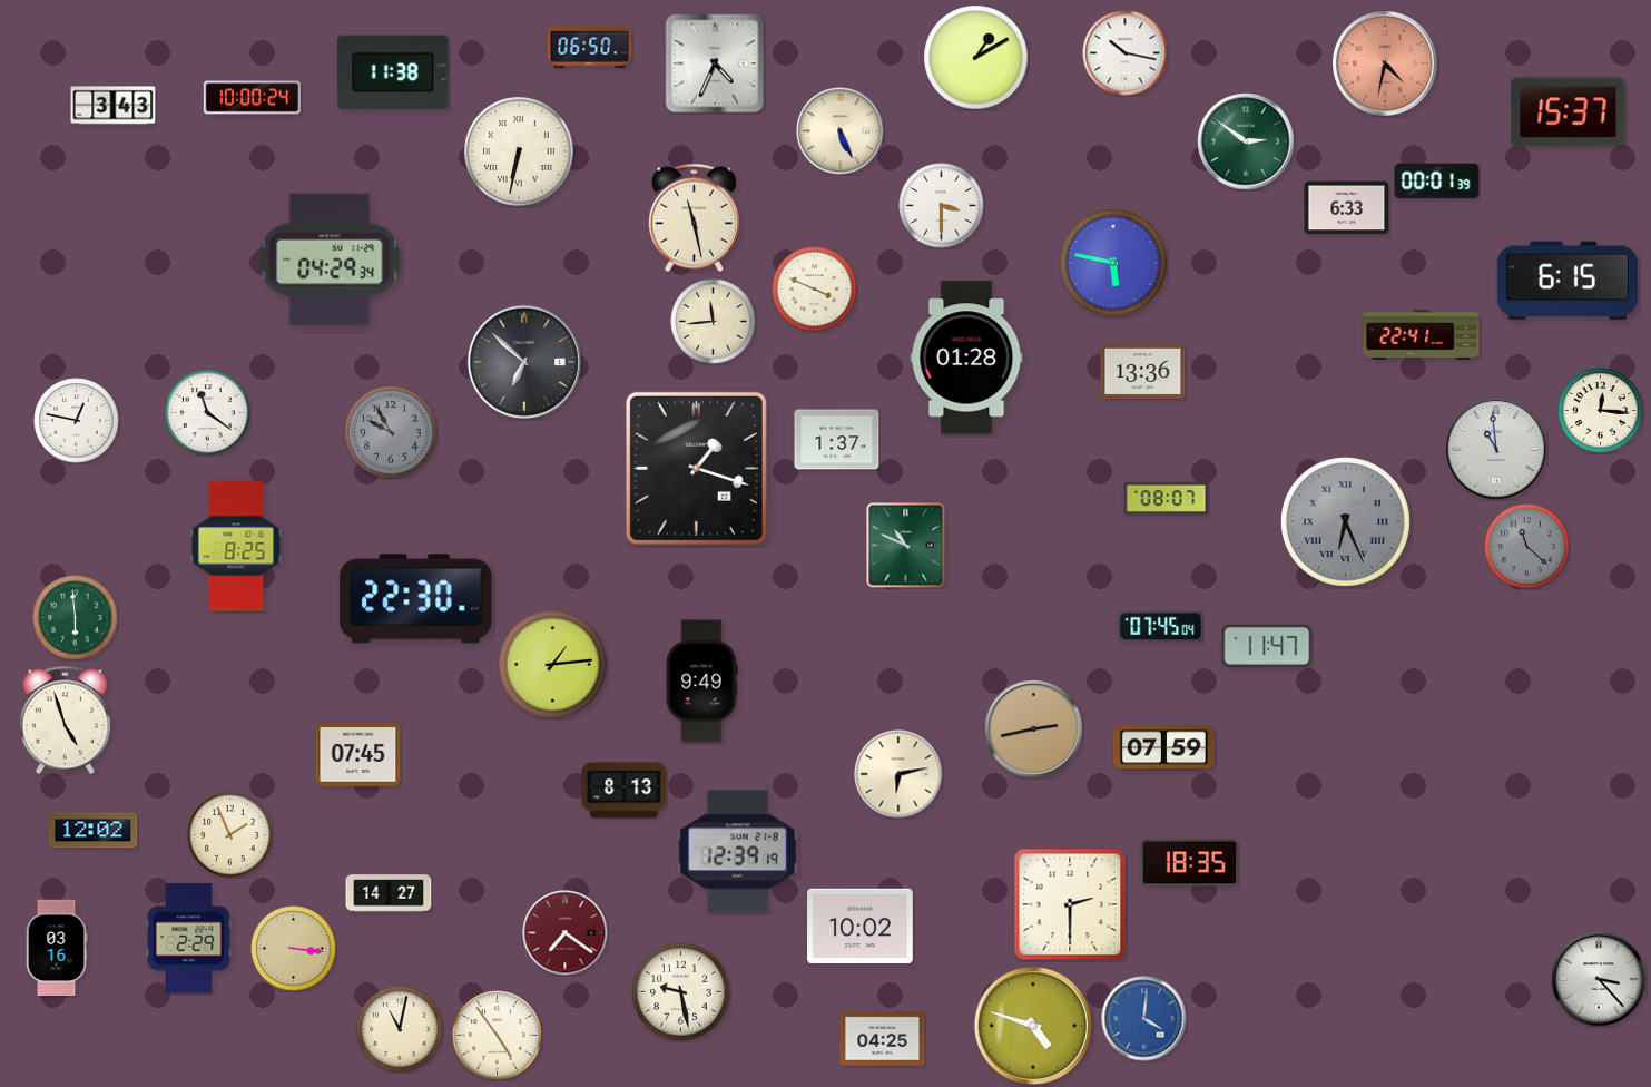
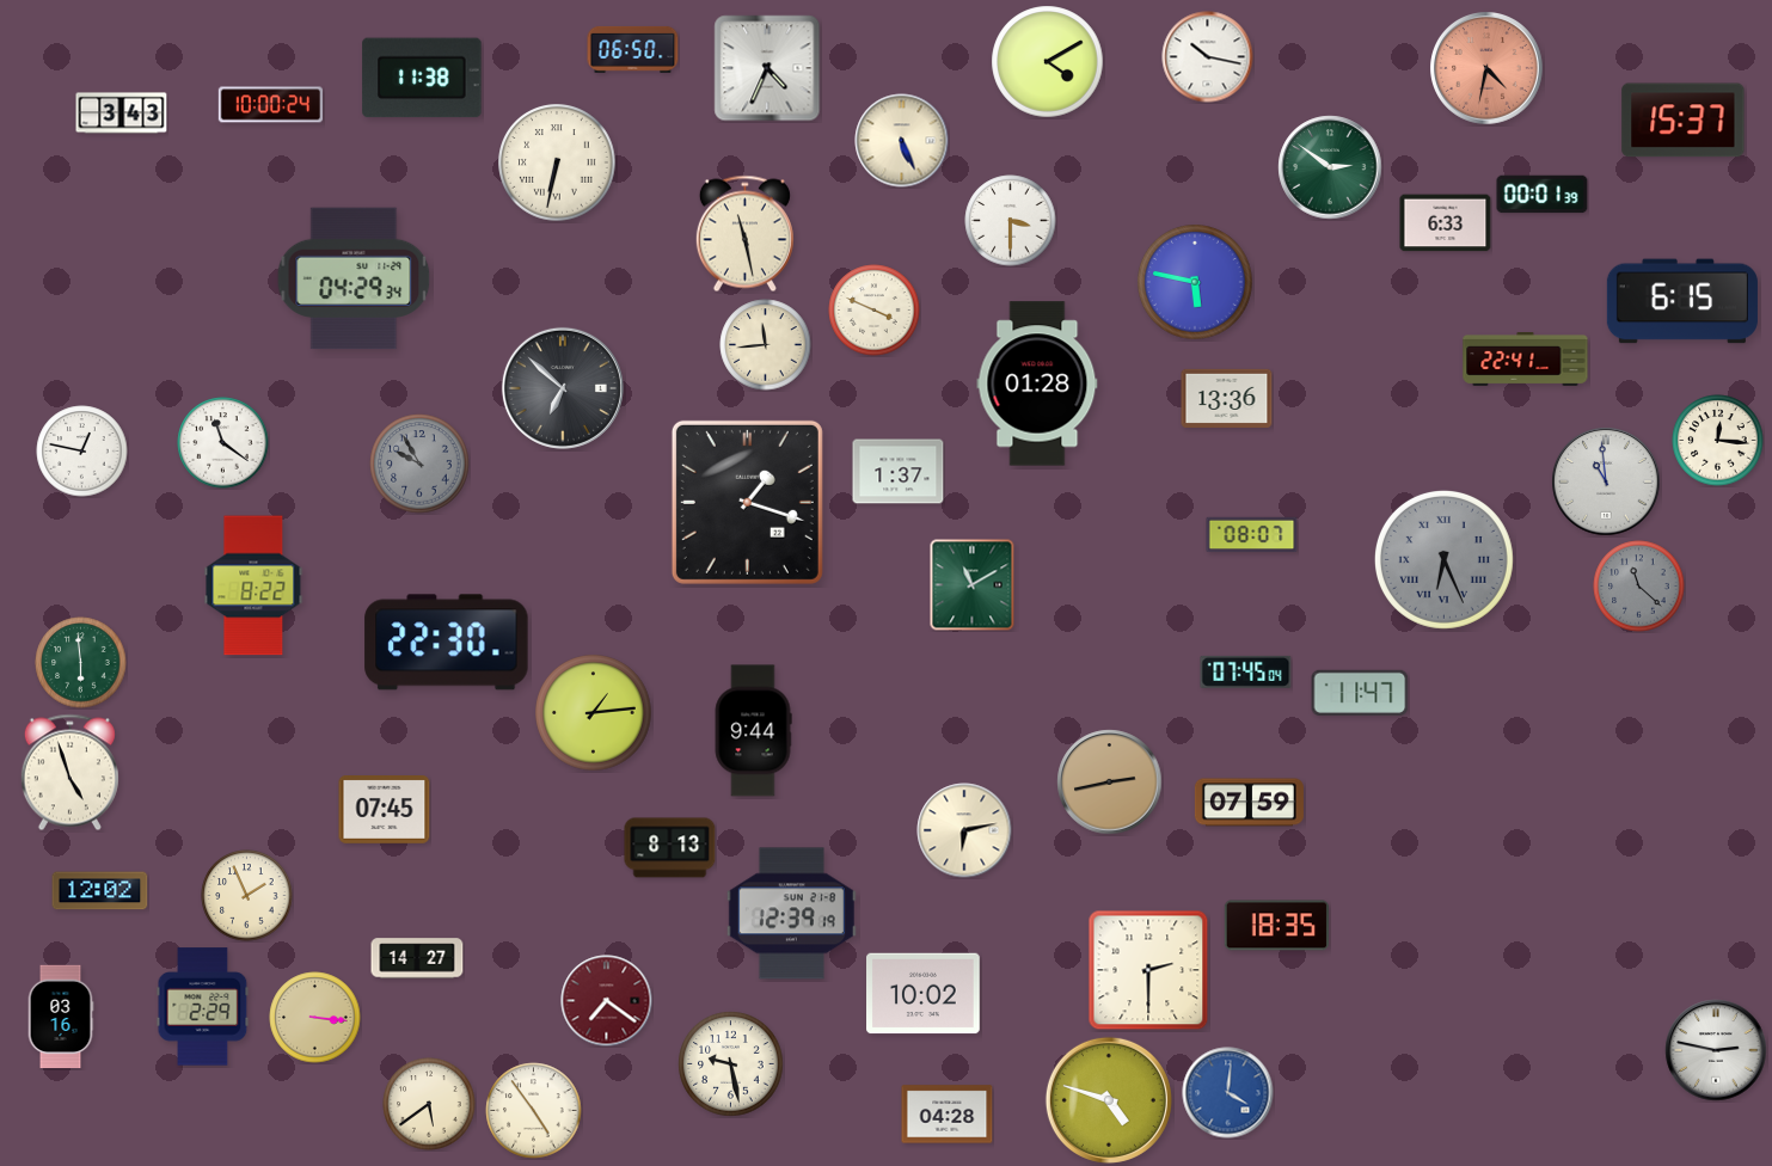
clock at (976, 58): 1:10 -> 4:10
clock at (1246, 141) position: (1246, 141) -> (1330, 167)
clock at (236, 546): 8:25 -> 8:22
clock at (906, 546): 10:49 -> 11:10
clock at (701, 682): 9:49 -> 9:44
clock at (1599, 979): 3:23 -> 2:47
clock at (400, 1029): 11:02 -> 5:39
clock at (883, 1039): 04:25 -> 04:28
